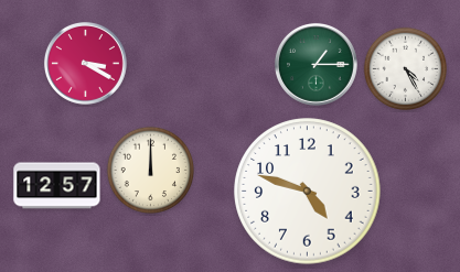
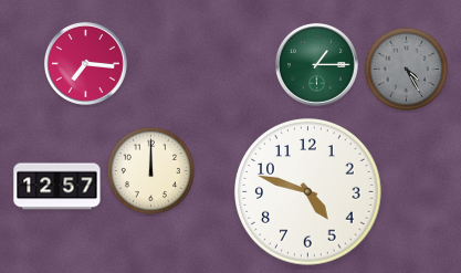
clock at (85, 63): 3:20 -> 7:16
clock at (406, 69) dial: white -> grey
